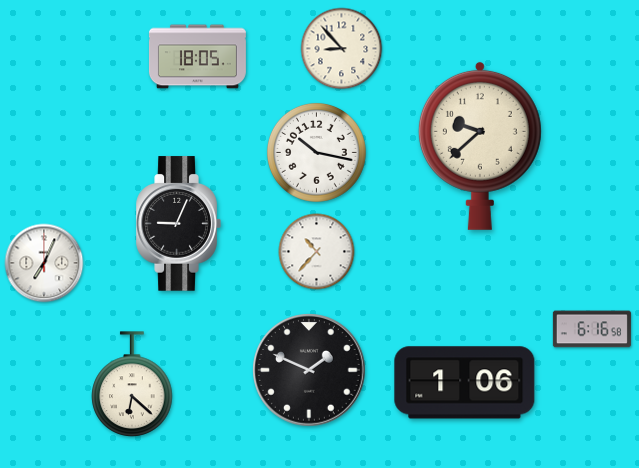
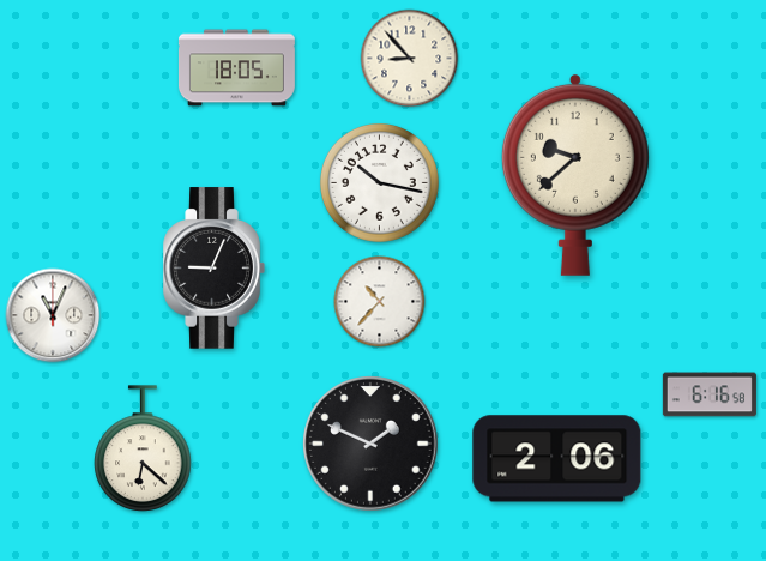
clock at (44, 263): 7:04 -> 11:04
clock at (465, 383): 1:06 -> 2:06
clock at (132, 384) position: (132, 384) -> (143, 448)
